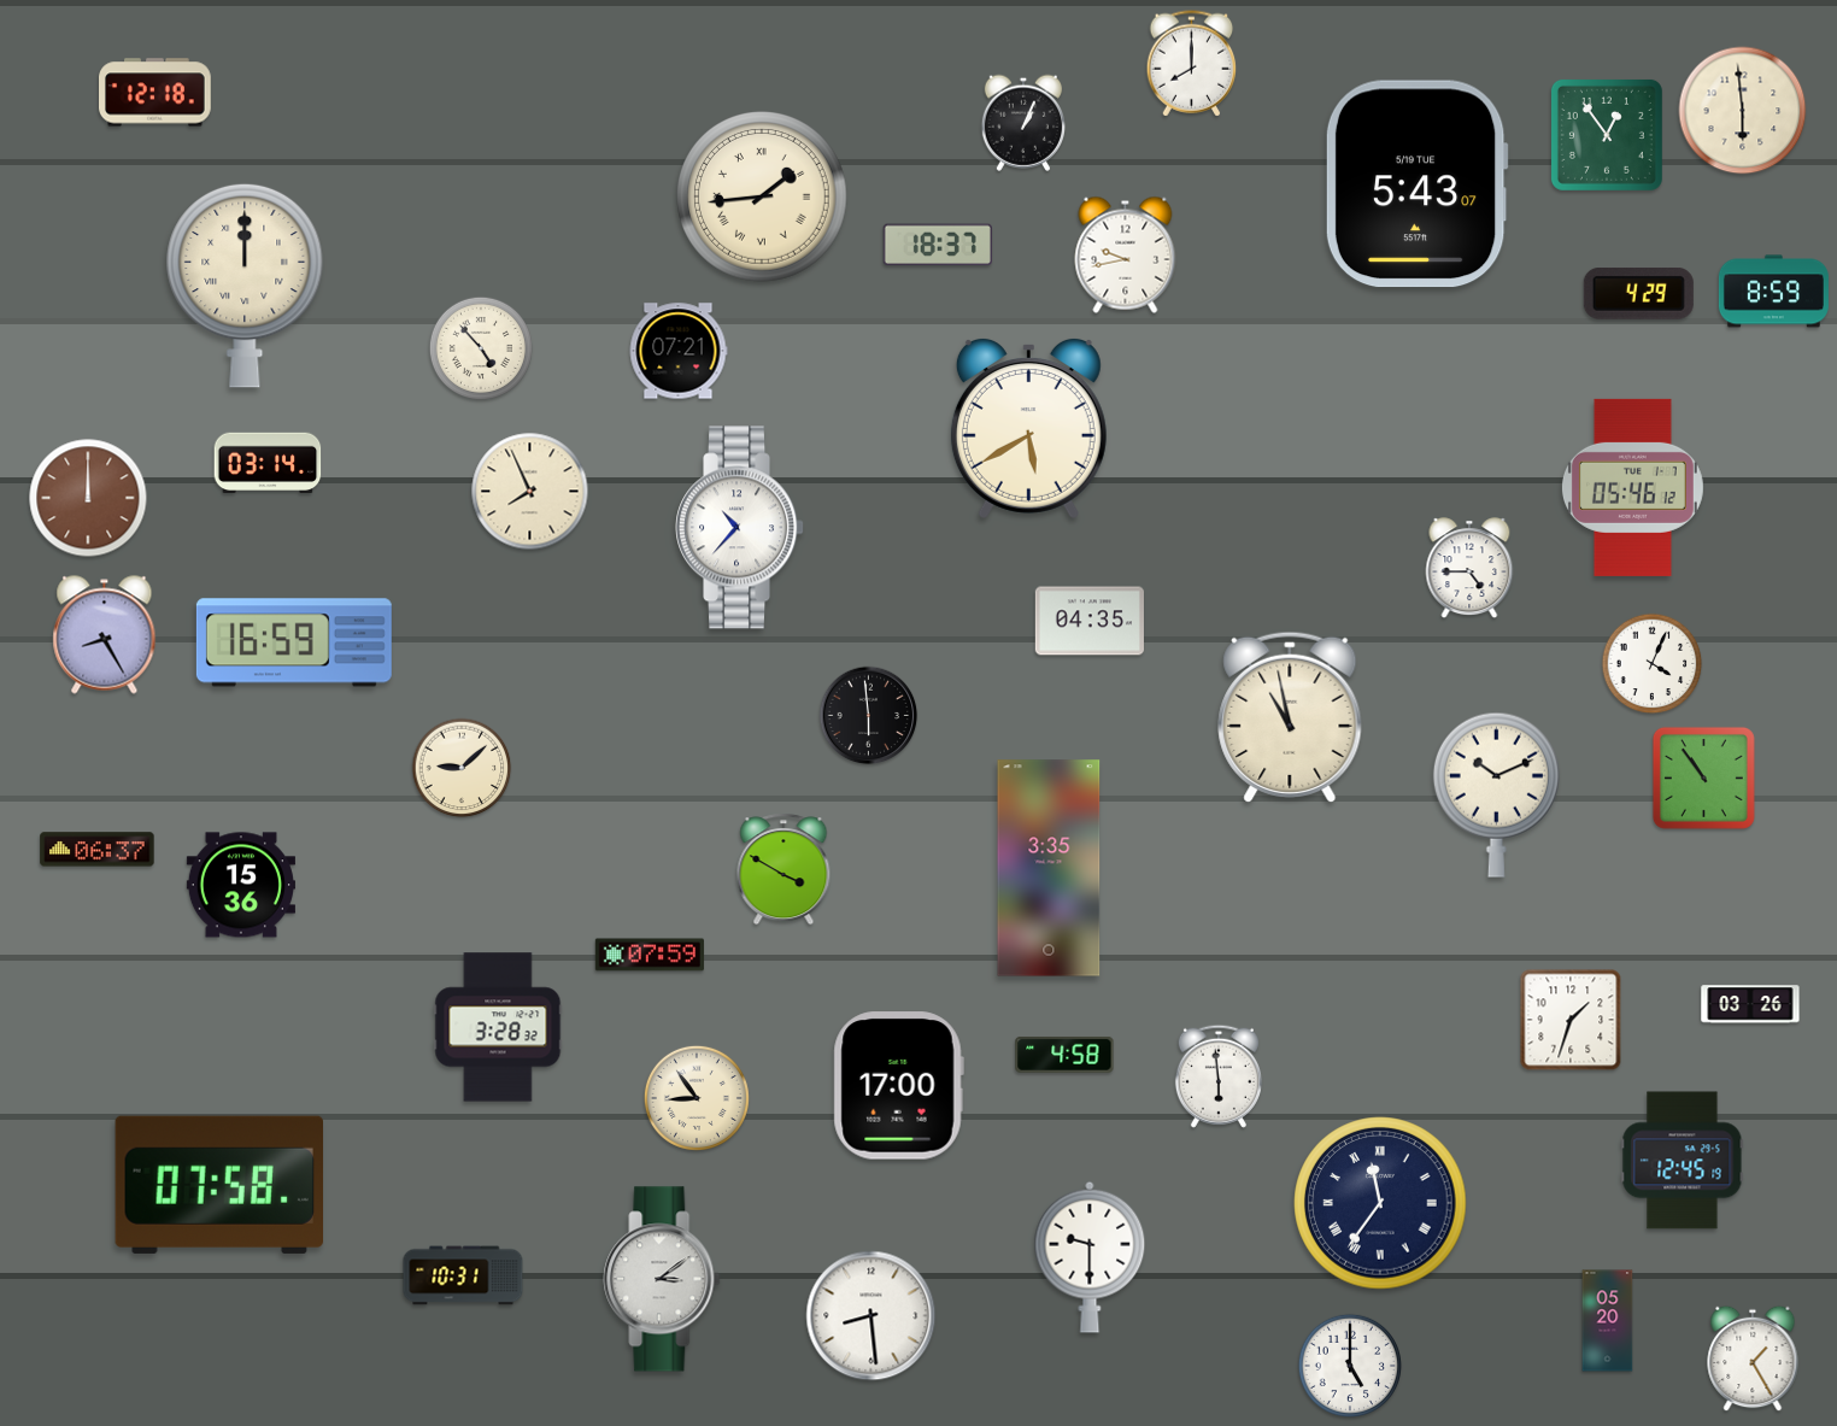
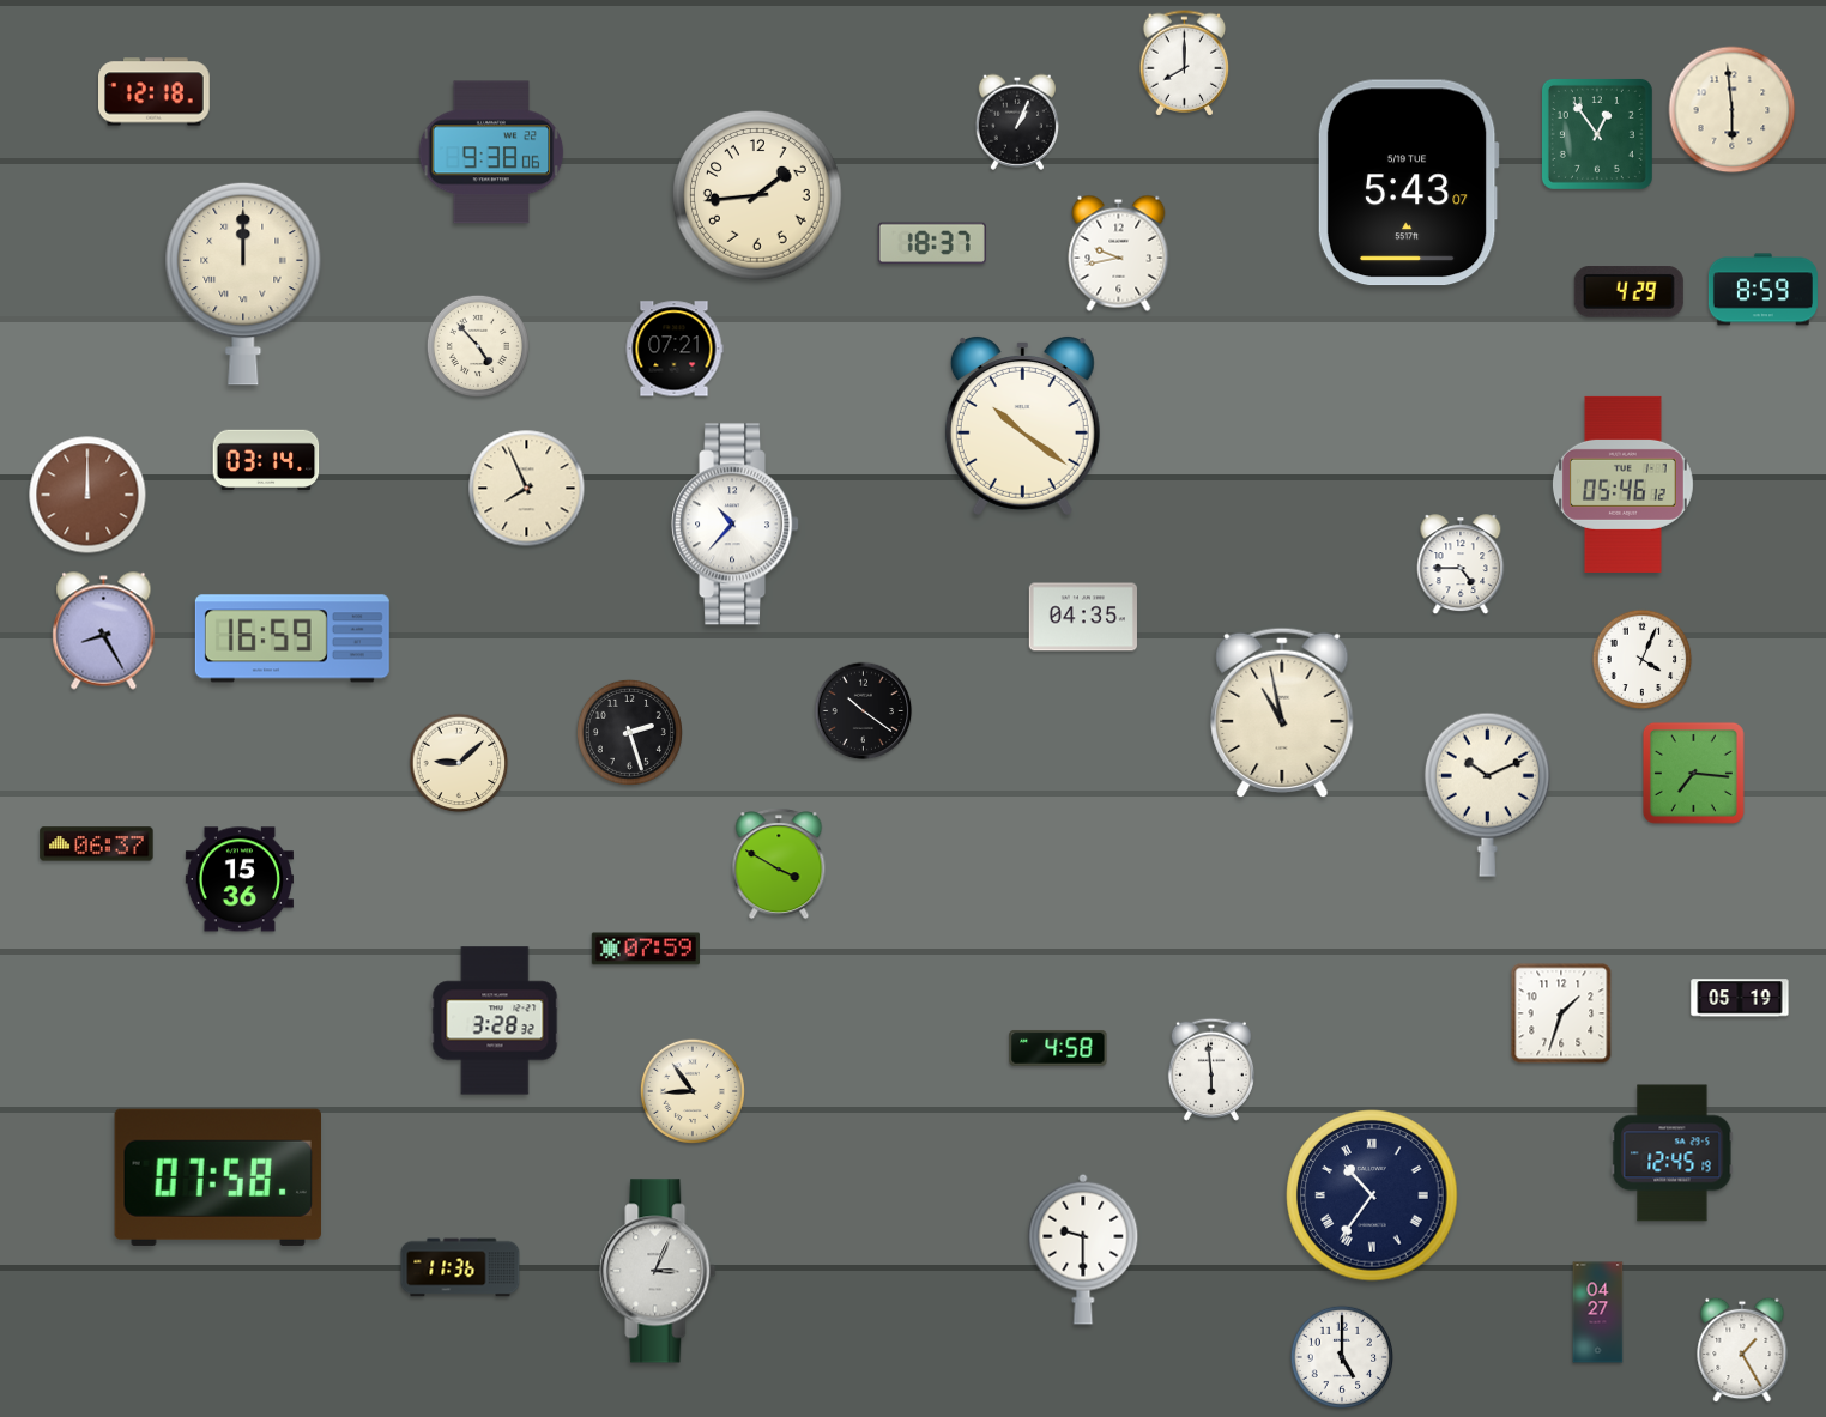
clock at (491, 152): none -> 9:38
clock at (763, 198) numerals: Roman -> Arabic
clock at (1028, 428): 5:40 -> 10:21
clock at (869, 716): 5:59 -> 10:21
clock at (629, 732): none -> 2:27
clock at (1703, 777): 10:54 -> 7:16
clock at (1496, 794) position: (1496, 794) -> (1487, 794)
clock at (1049, 868): 3:35 -> none
clock at (1750, 1004): 03:26 -> 05:19
clock at (898, 1086): 17:00 -> none
clock at (1380, 1203): 11:36 -> 10:36
clock at (463, 1275): 10:31 -> 11:36
clock at (662, 1279): 3:09 -> 3:04
clock at (871, 1316): 8:29 -> none
clock at (1608, 1321): 05:20 -> 04:27
